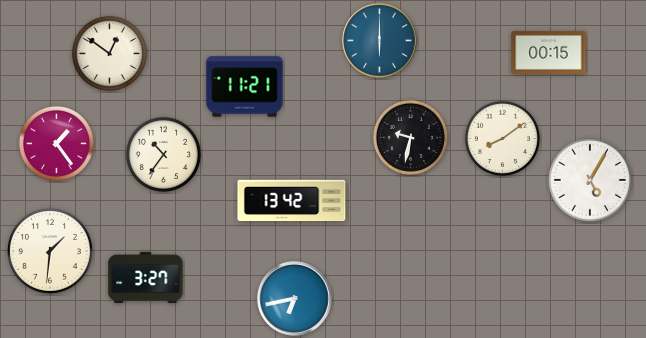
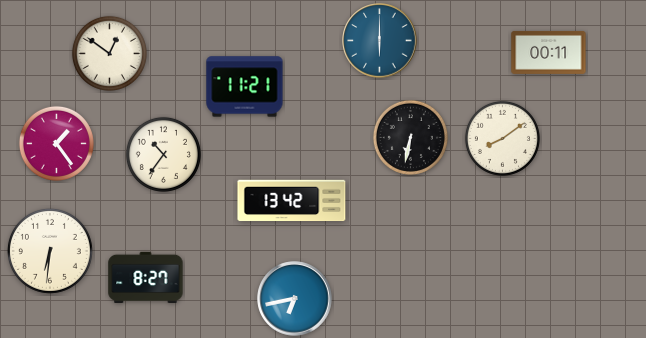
clock at (549, 52): 00:15 -> 00:11
clock at (410, 137): 9:32 -> 6:32
clock at (590, 180): 5:05 -> none
clock at (50, 251): 1:31 -> 6:31
clock at (146, 277): 3:27 -> 8:27
